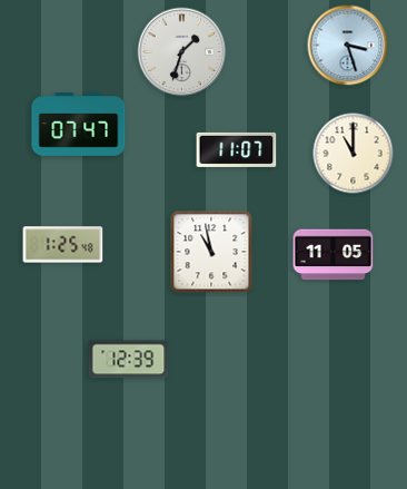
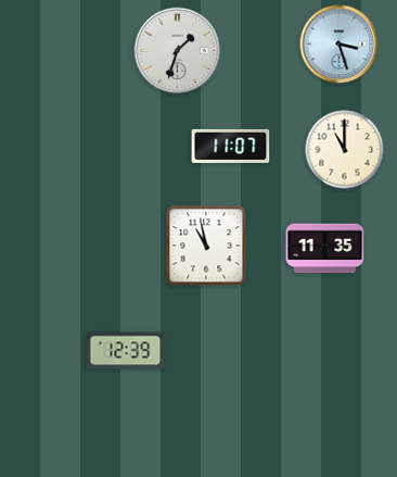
clock at (79, 125): 07:47 -> none
clock at (63, 245): 1:25 -> none
clock at (334, 255): 11:05 -> 11:35
